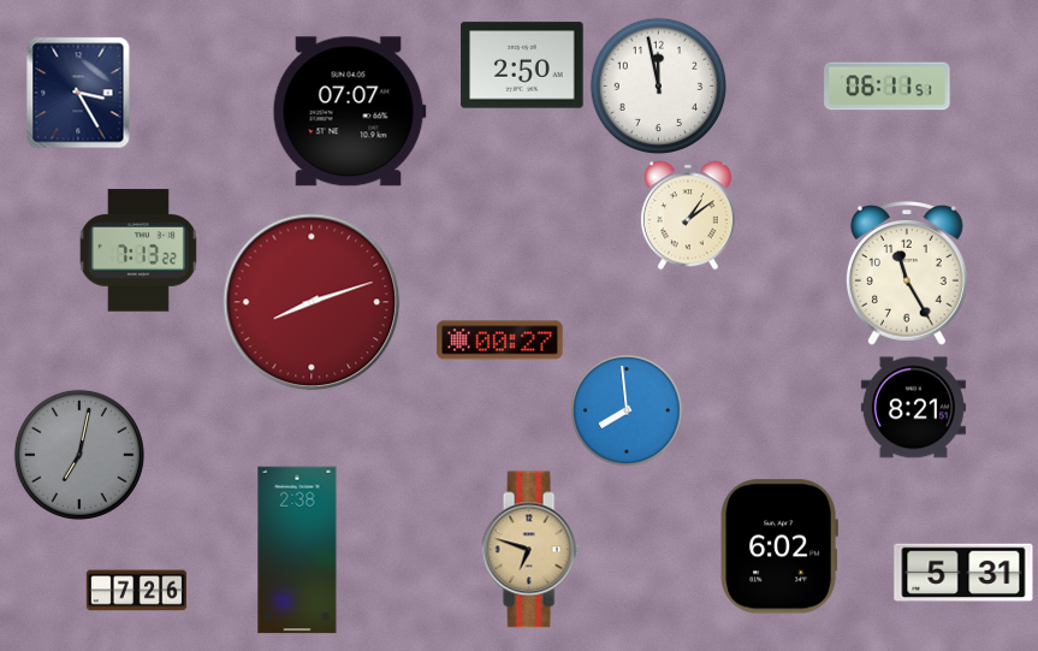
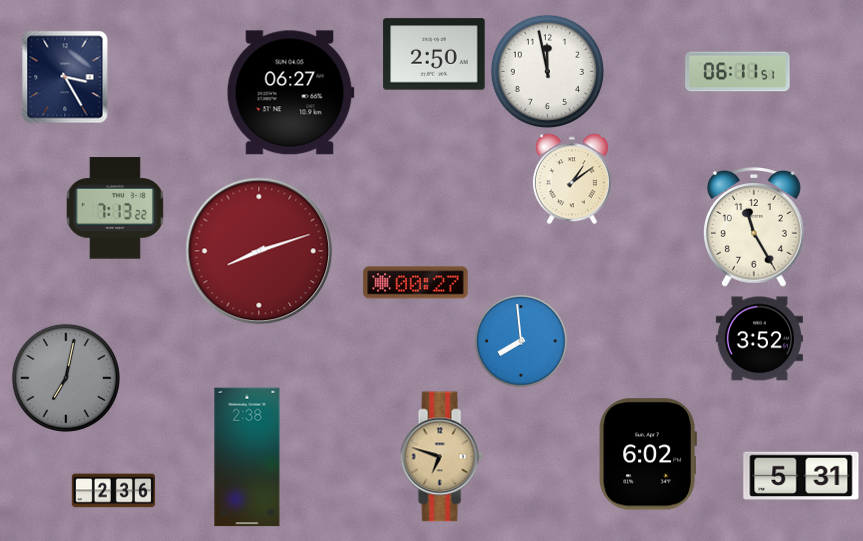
clock at (349, 112): 07:07 -> 06:27
clock at (913, 408): 8:21 -> 3:52
clock at (136, 591): 7:26 -> 2:36
